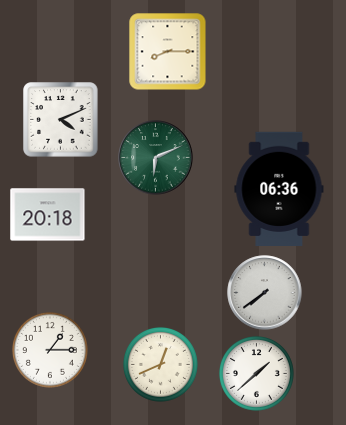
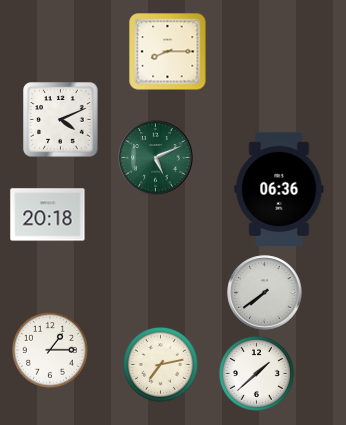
clock at (156, 158): 6:11 -> 5:11
clock at (160, 364): 12:41 -> 7:13
